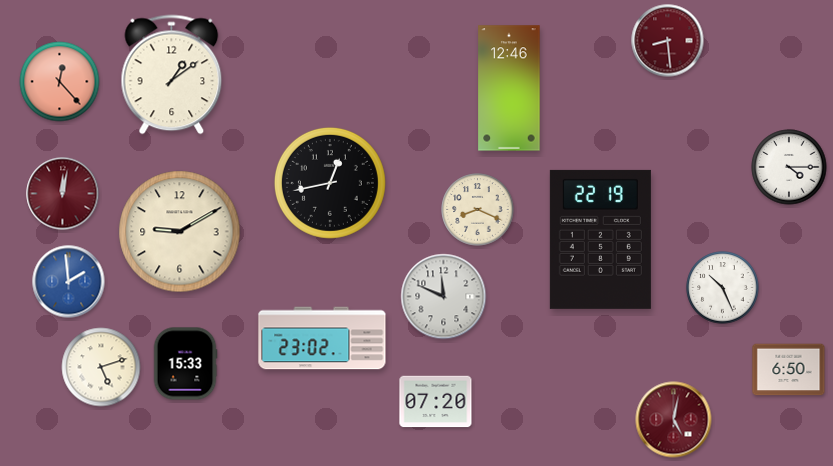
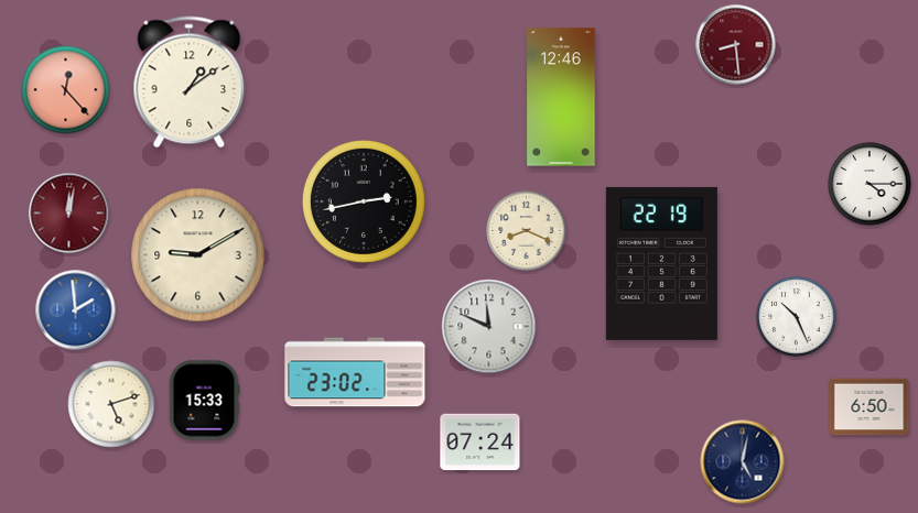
clock at (330, 183): 12:43 -> 2:43
clock at (436, 402): 07:20 -> 07:24
clock at (674, 420) dial: burgundy -> navy
